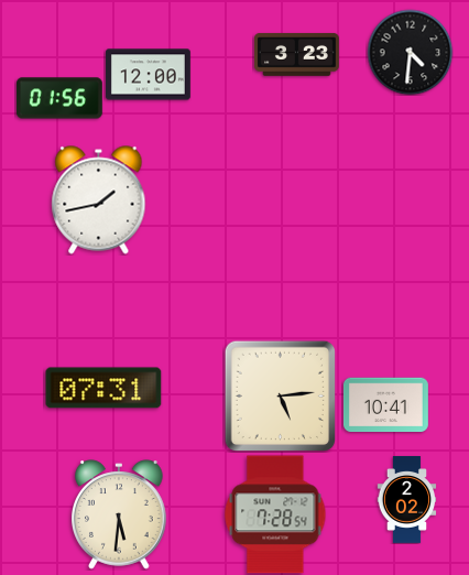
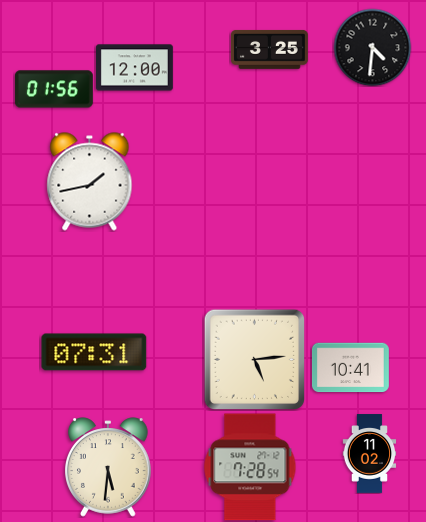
clock at (296, 54): 3:23 -> 3:25
clock at (407, 500): 2:02 -> 11:02
